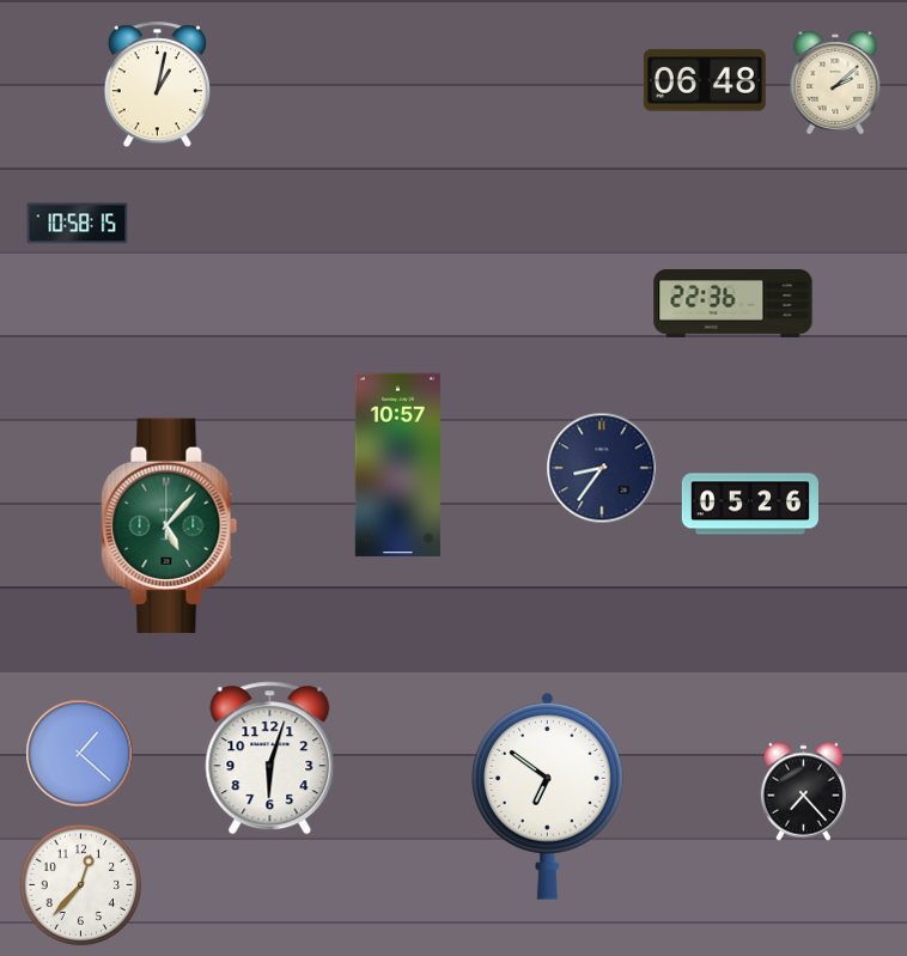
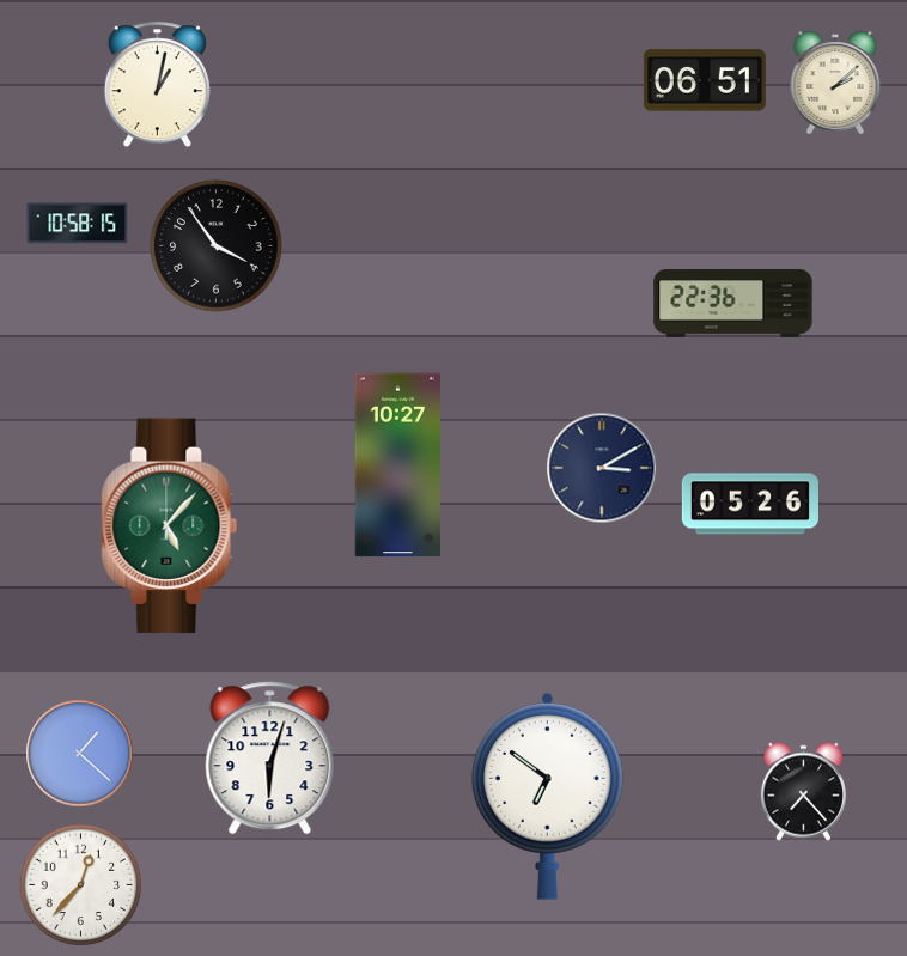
clock at (705, 80): 06:48 -> 06:51
clock at (217, 246): none -> 3:54
clock at (397, 465): 10:57 -> 10:27
clock at (602, 468): 8:36 -> 3:10
